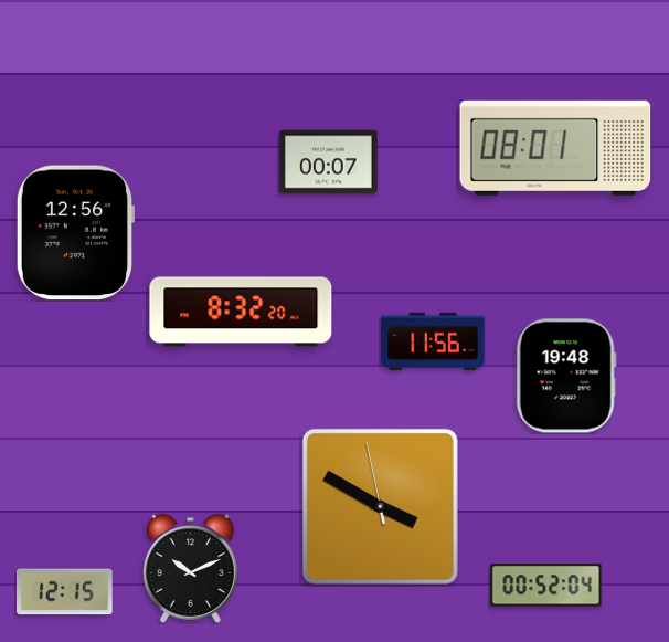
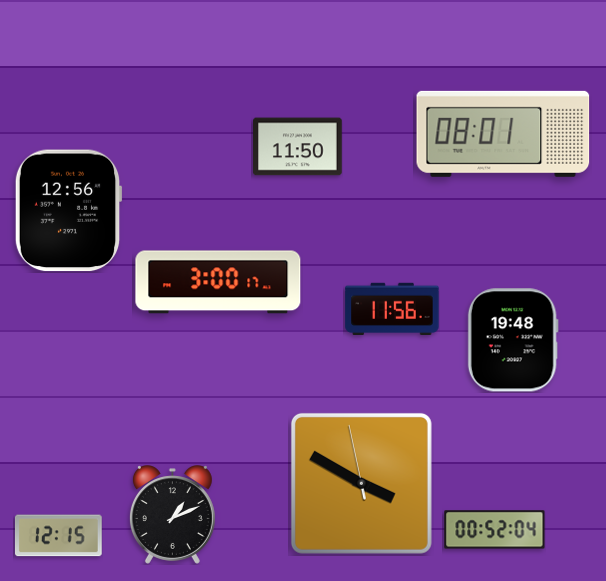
clock at (329, 162): 00:07 -> 11:50
clock at (241, 312): 8:32 -> 3:00
clock at (380, 506) position: (380, 506) -> (361, 483)
clock at (190, 569): 10:11 -> 1:11
